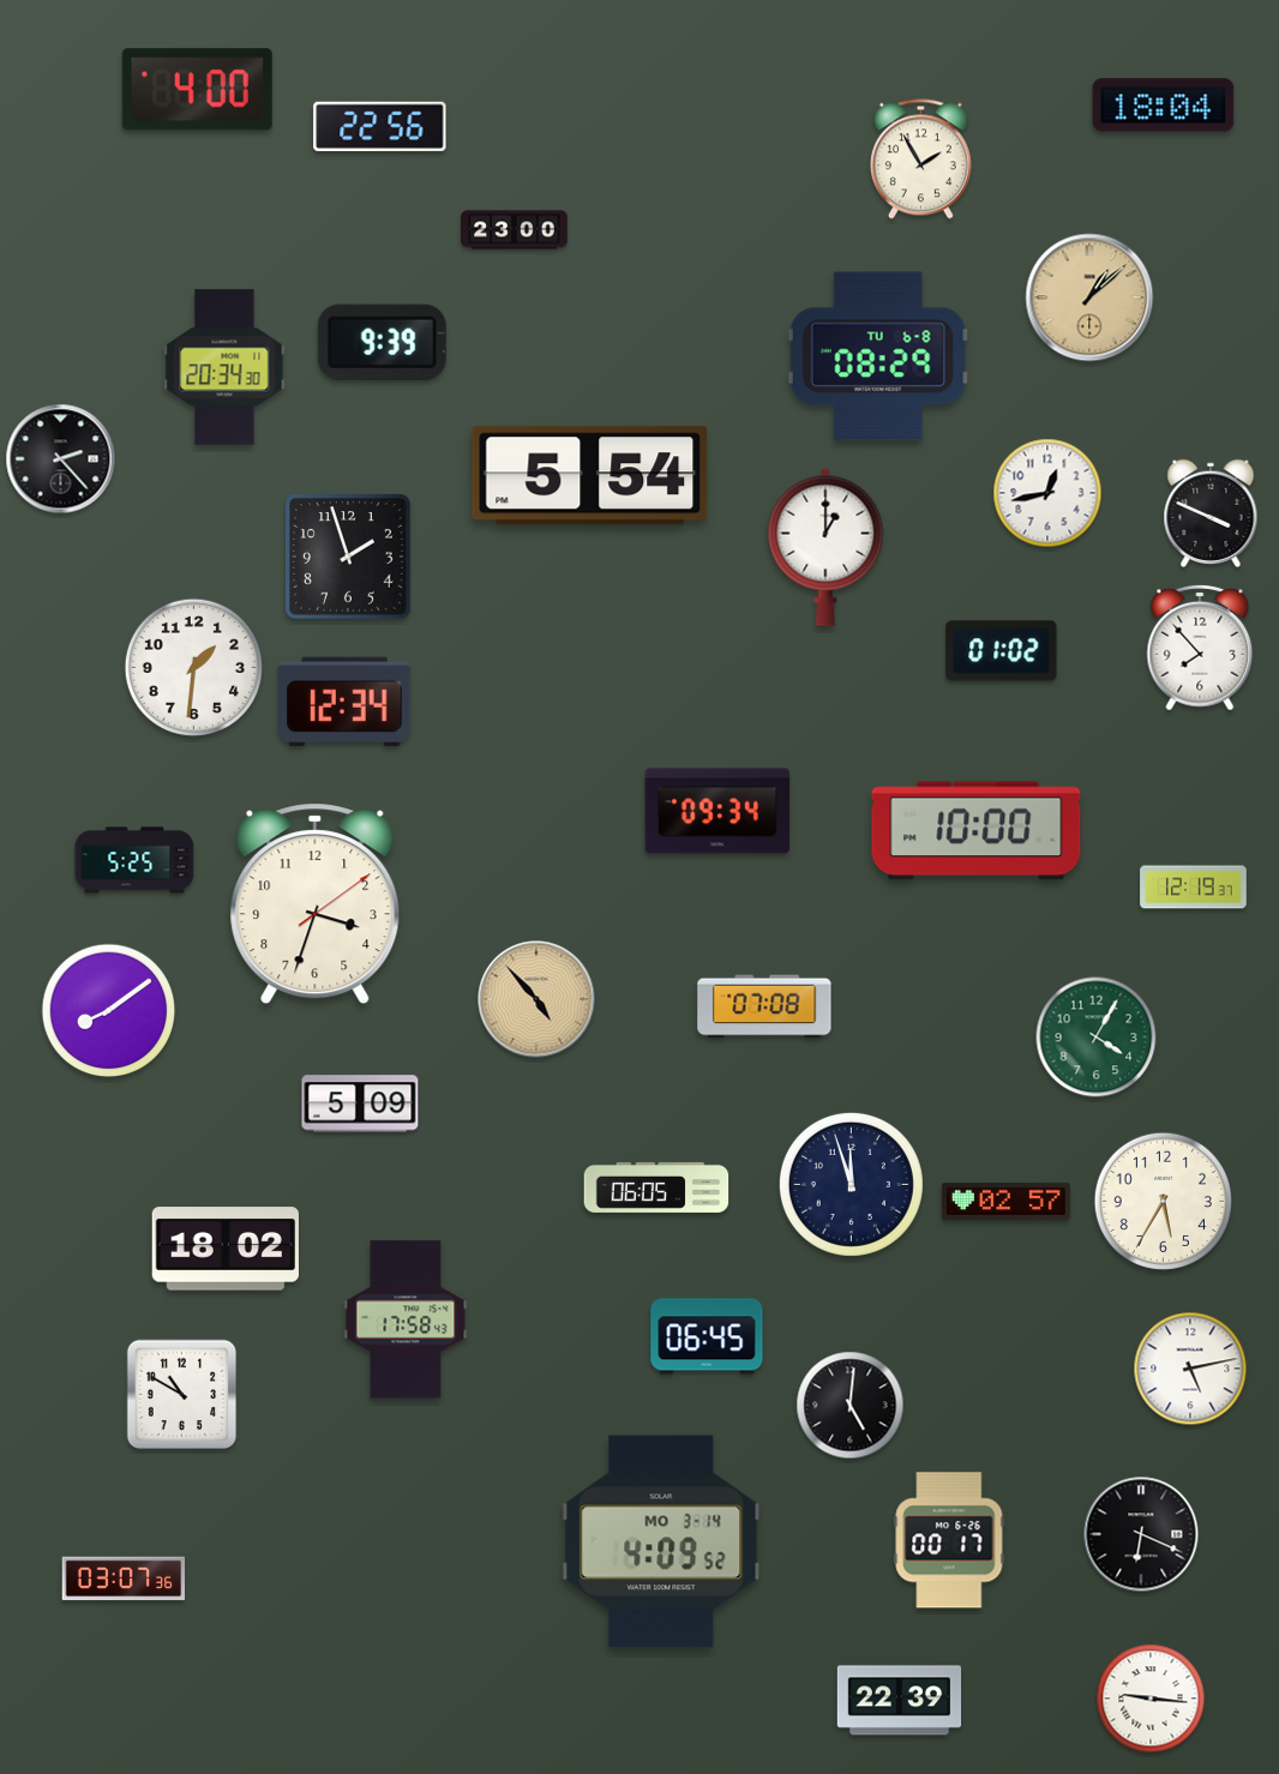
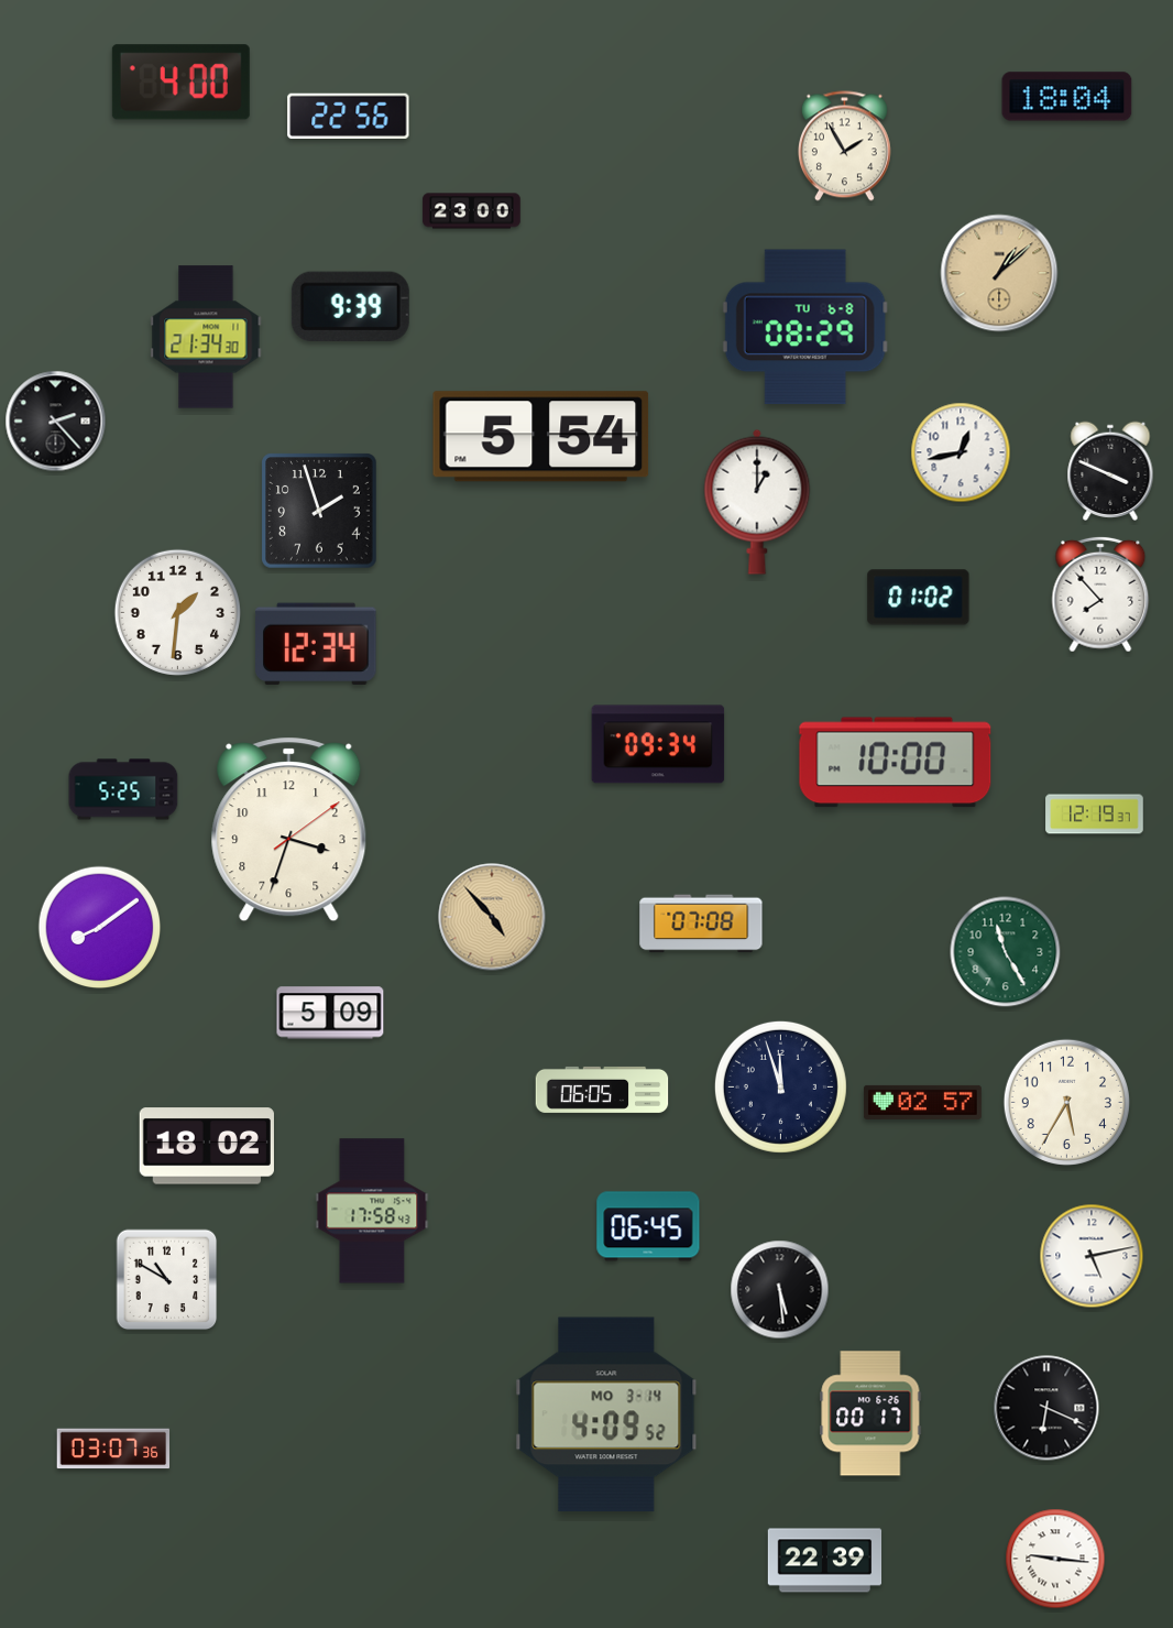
clock at (382, 342) position: (382, 342) -> (350, 306)
clock at (224, 367): 20:34 -> 21:34
clock at (1097, 1038): 4:05 -> 11:25
clock at (851, 1406): 5:01 -> 5:29
